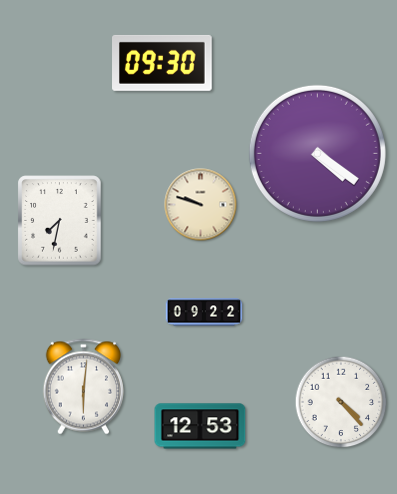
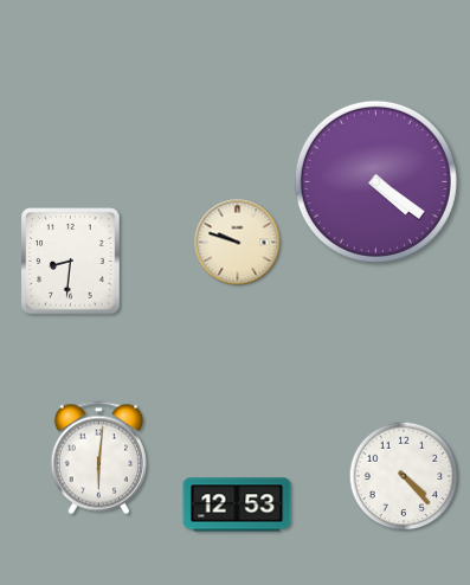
clock at (163, 63): 09:30 -> none
clock at (60, 221): 7:32 -> 8:31
clock at (204, 312): 09:22 -> none
